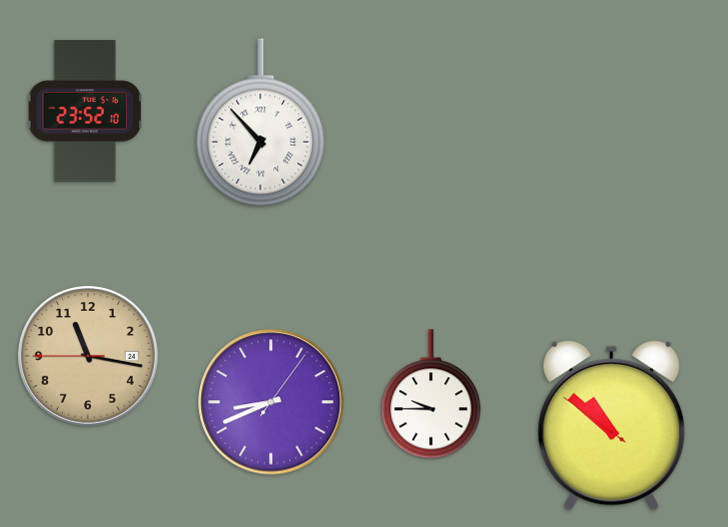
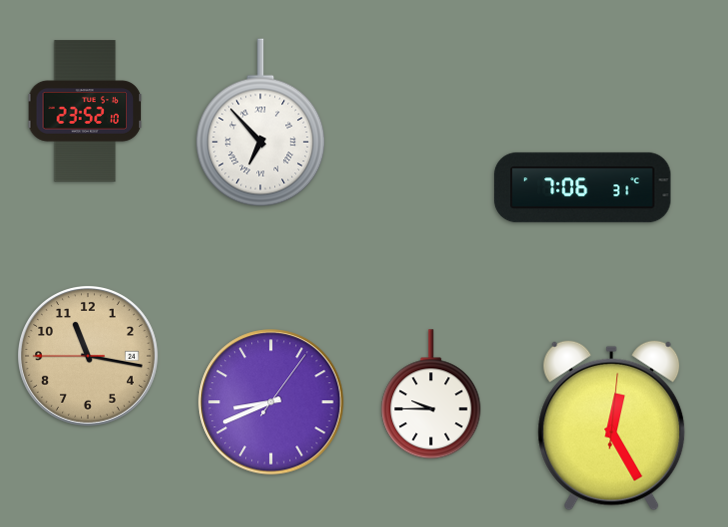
clock at (583, 188): none -> 7:06
clock at (612, 425): 10:51 -> 12:25
